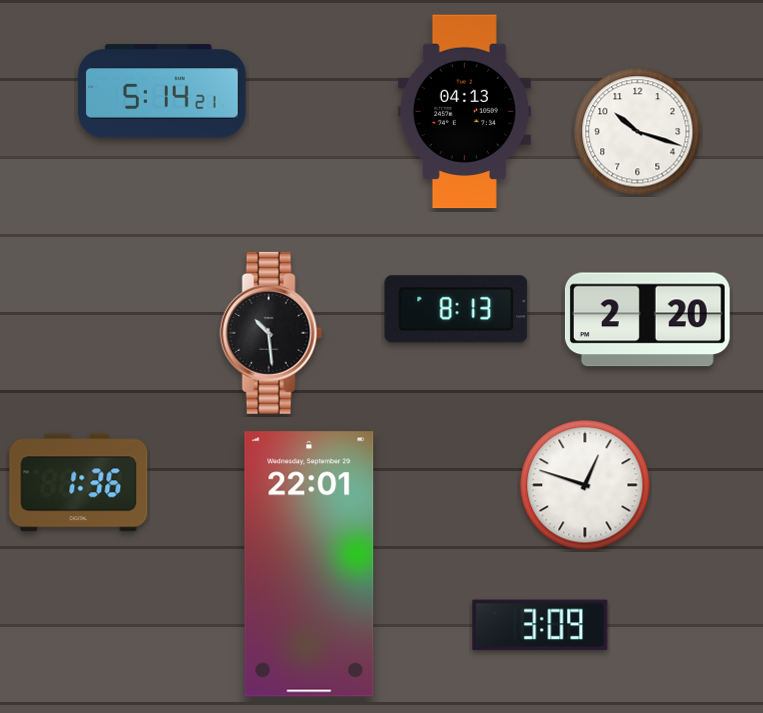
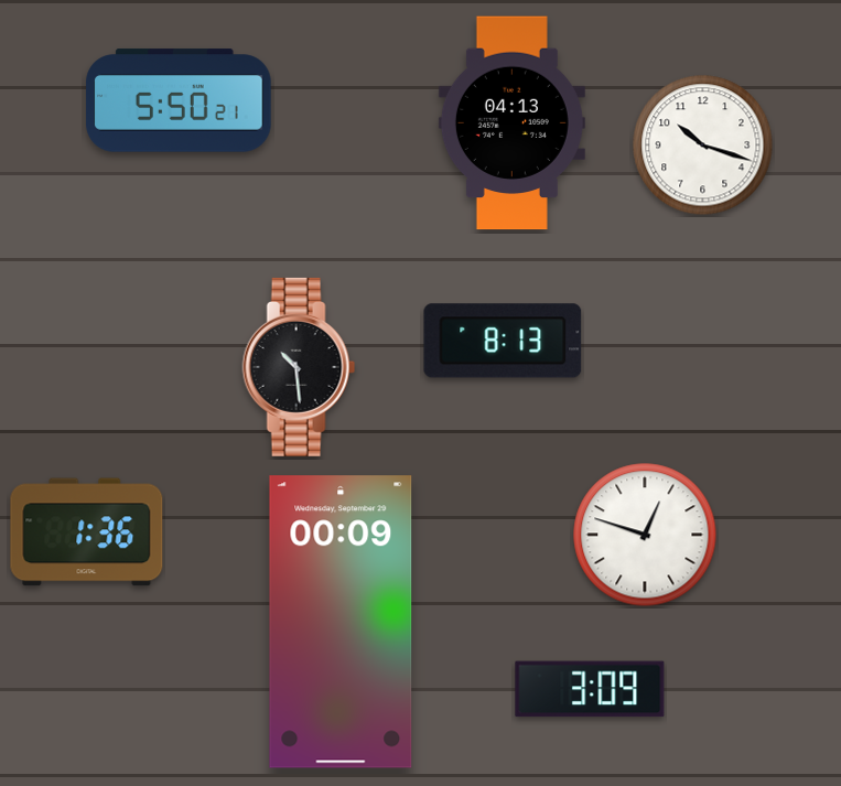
clock at (162, 91): 5:14 -> 5:50
clock at (647, 320): 2:20 -> none
clock at (309, 564): 22:01 -> 00:09
clock at (540, 625) position: (540, 625) -> (590, 689)
